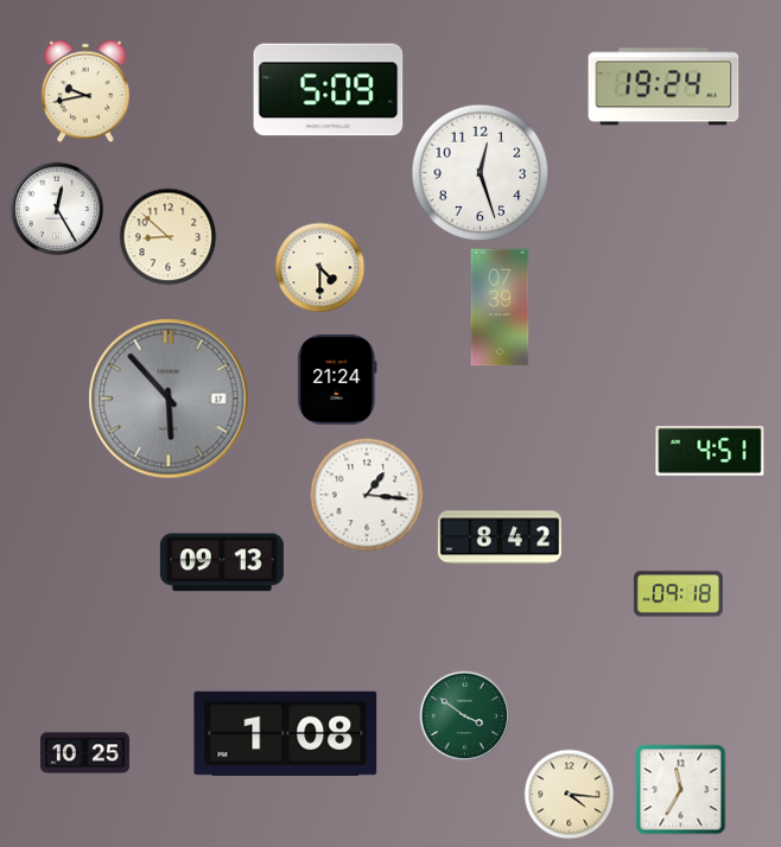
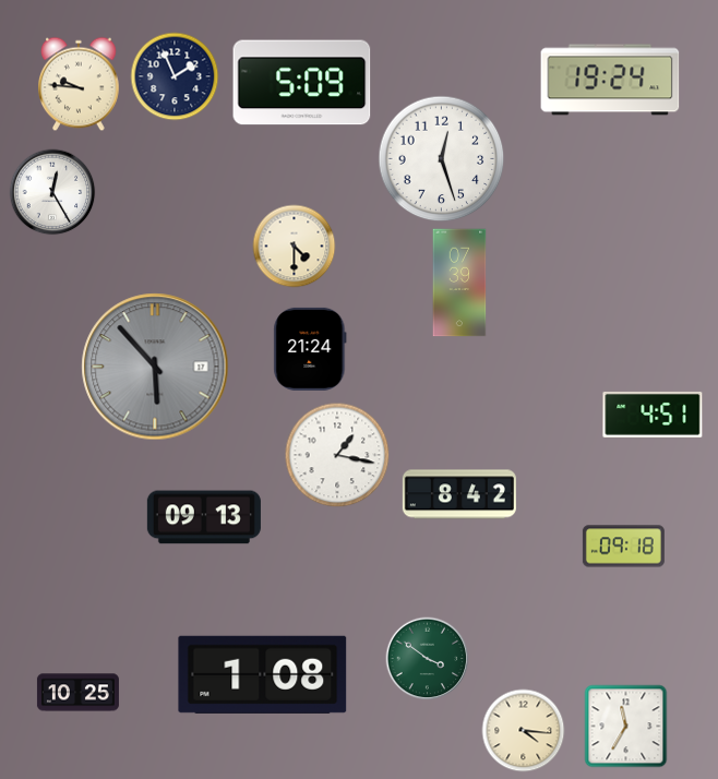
clock at (175, 76): none -> 1:56
clock at (87, 91): 9:43 -> 9:46
clock at (169, 237): 8:52 -> none
clock at (367, 495): 1:16 -> 1:17
